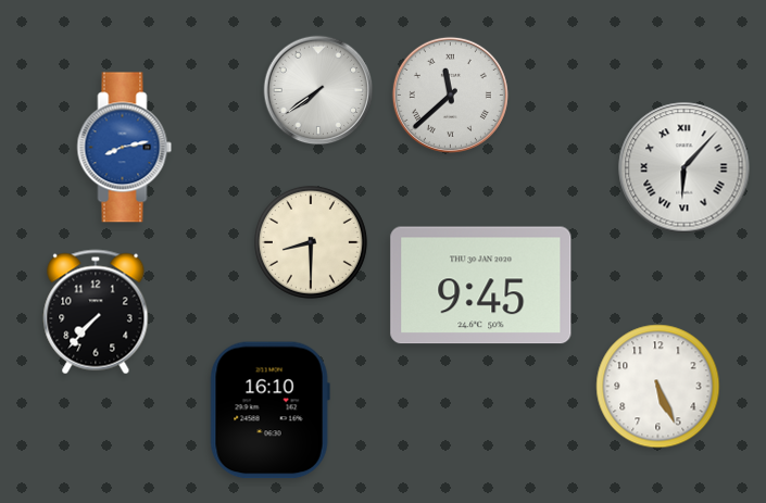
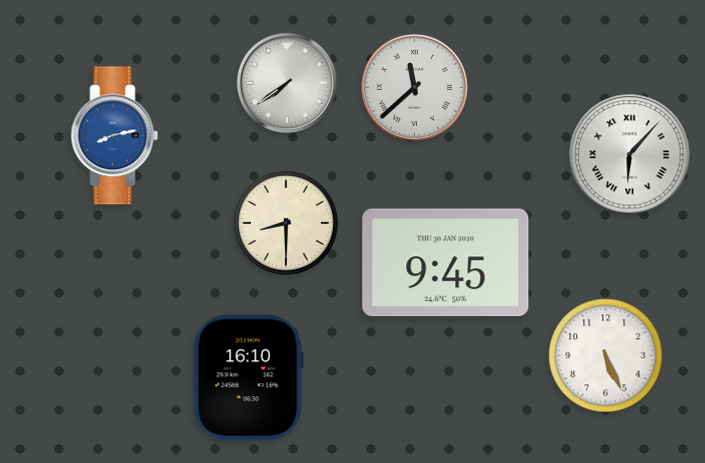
clock at (318, 90) position: (318, 90) -> (287, 83)
clock at (481, 286) position: (481, 286) -> (446, 263)
clock at (96, 312): 7:37 -> none
